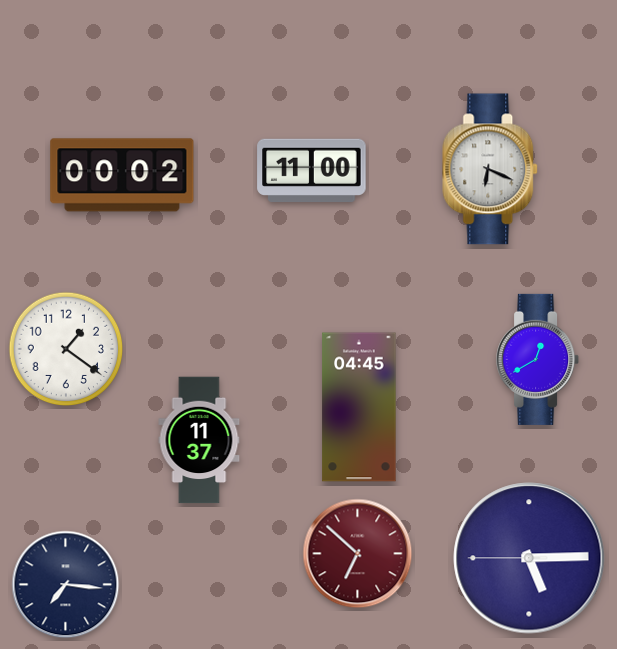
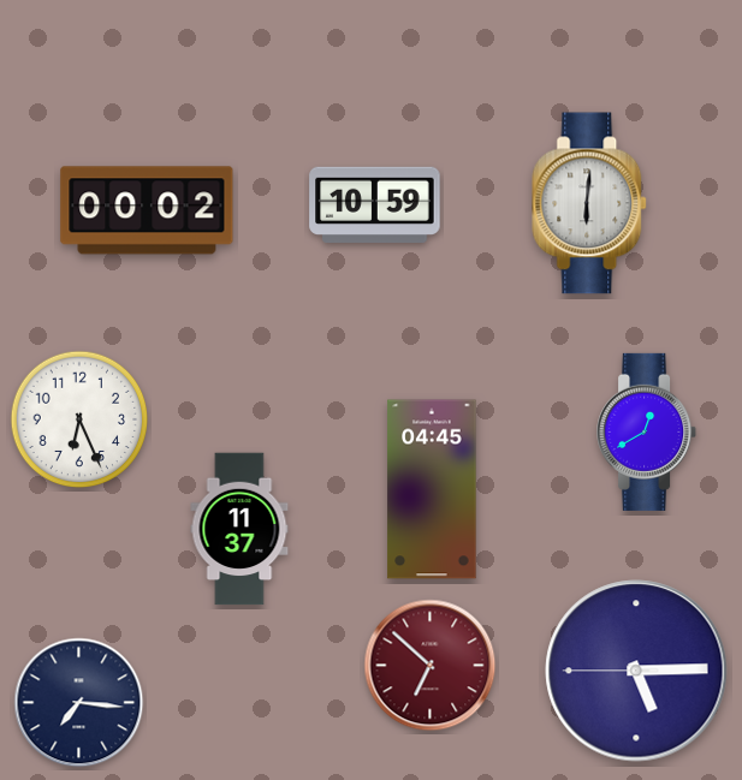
clock at (491, 169): 6:19 -> 6:01
clock at (312, 171): 11:00 -> 10:59
clock at (66, 349): 1:21 -> 6:26
